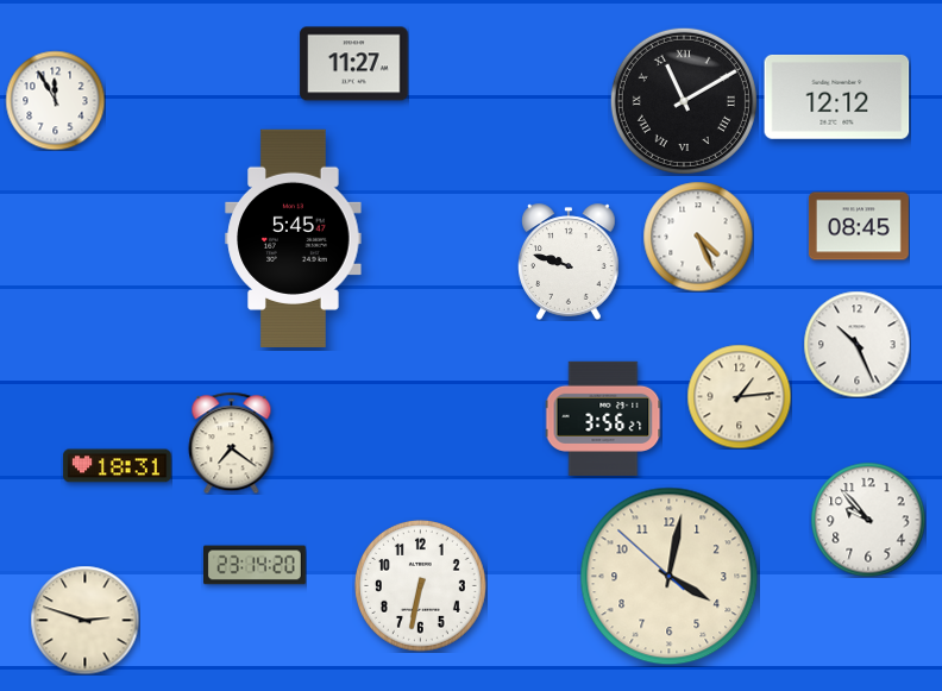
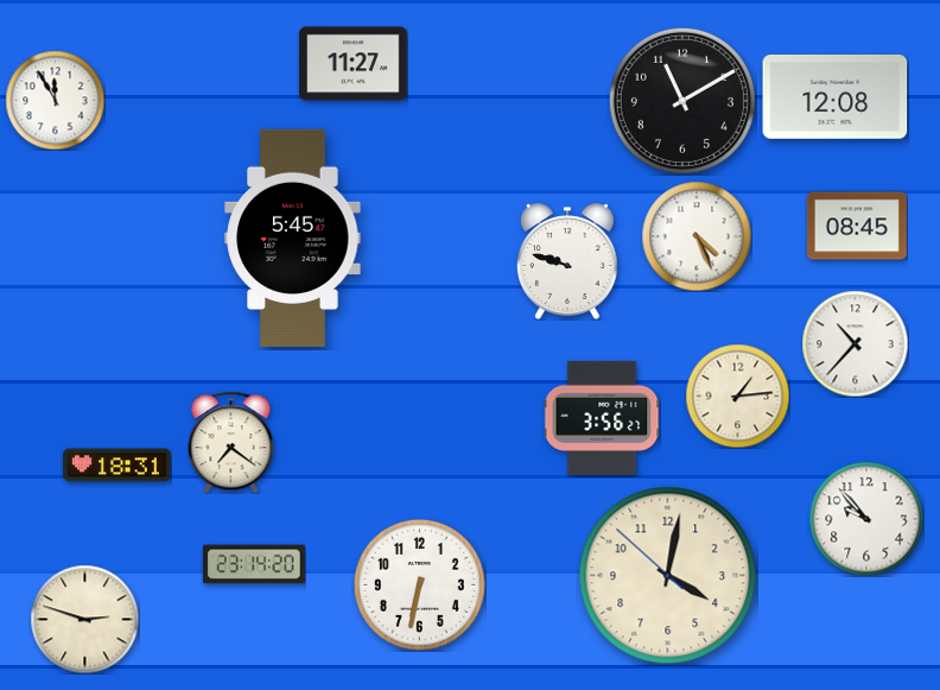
clock at (837, 96): 12:12 -> 12:08
clock at (684, 101) numerals: Roman -> Arabic
clock at (856, 344): 10:26 -> 10:37
